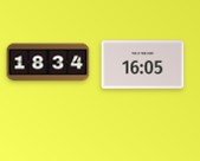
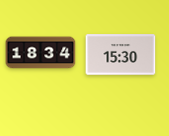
clock at (143, 65): 16:05 -> 15:30
